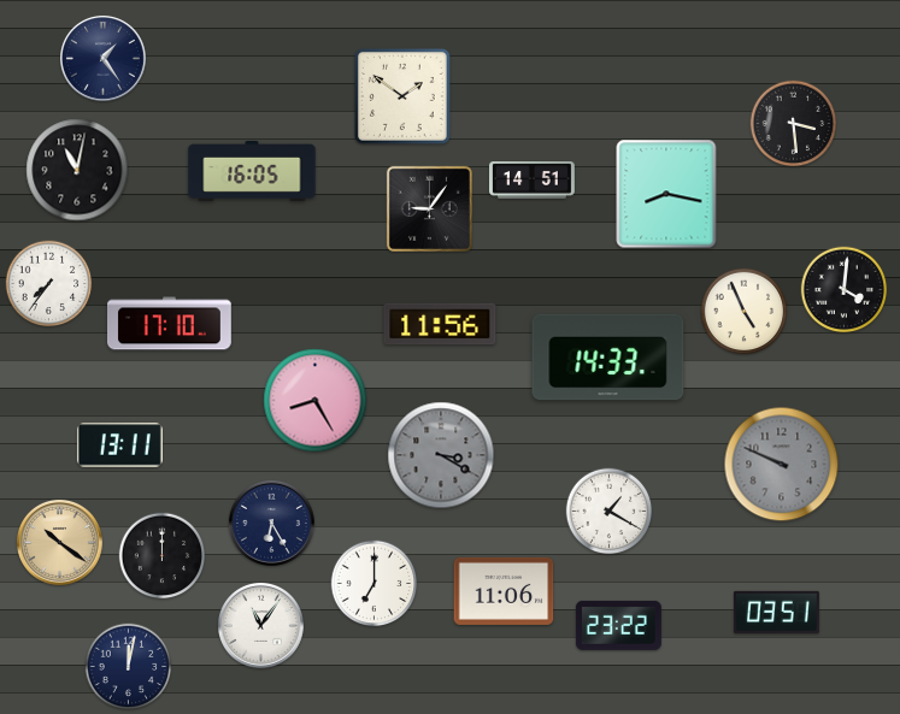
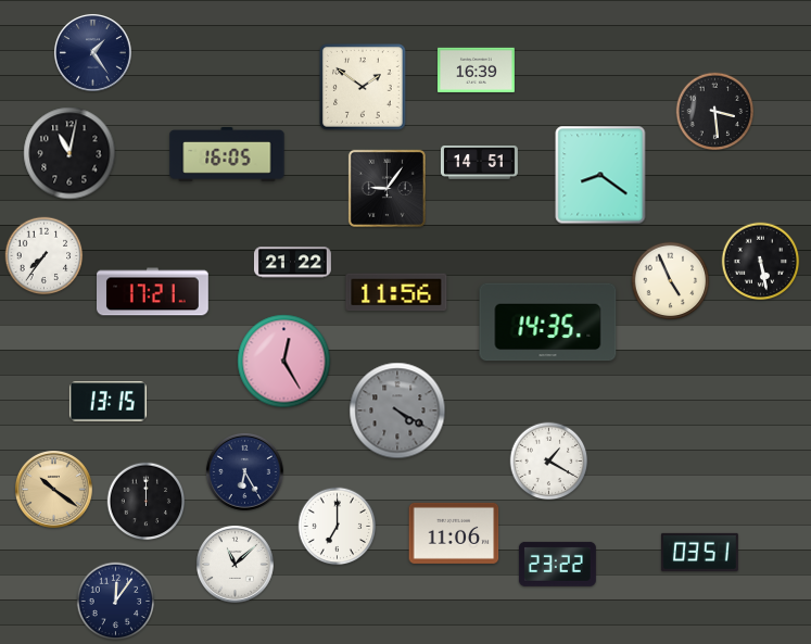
clock at (476, 70): none -> 16:39
clock at (666, 194): 8:17 -> 8:21
clock at (845, 290): 4:01 -> 5:28
clock at (292, 263): none -> 21:22
clock at (170, 324): 17:10 -> 17:21
clock at (608, 358): 14:33 -> 14:35
clock at (316, 401): 8:25 -> 12:25
clock at (119, 445): 13:11 -> 13:15
clock at (441, 455): 3:20 -> 4:20
clock at (782, 465): 9:49 -> none
clock at (260, 625): 11:06 -> 11:08
clock at (129, 667): 12:02 -> 12:06
